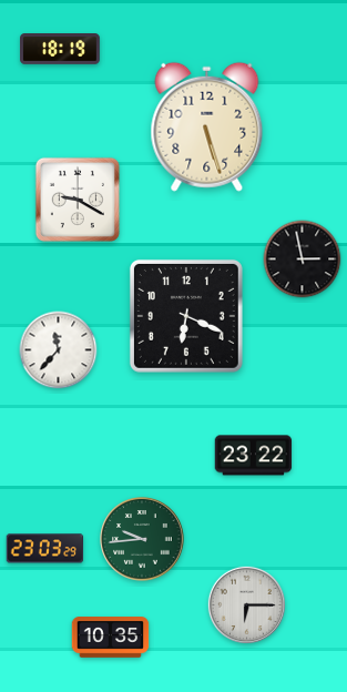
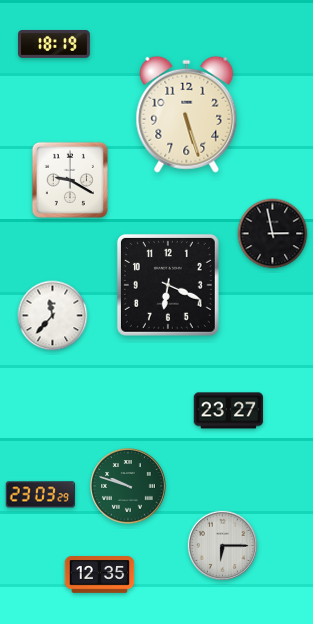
clock at (254, 456): 23:22 -> 23:27
clock at (142, 539): 9:44 -> 9:48
clock at (111, 638): 10:35 -> 12:35
